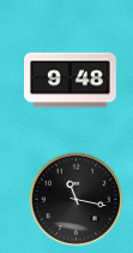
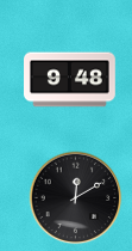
clock at (75, 199): 11:17 -> 12:10
